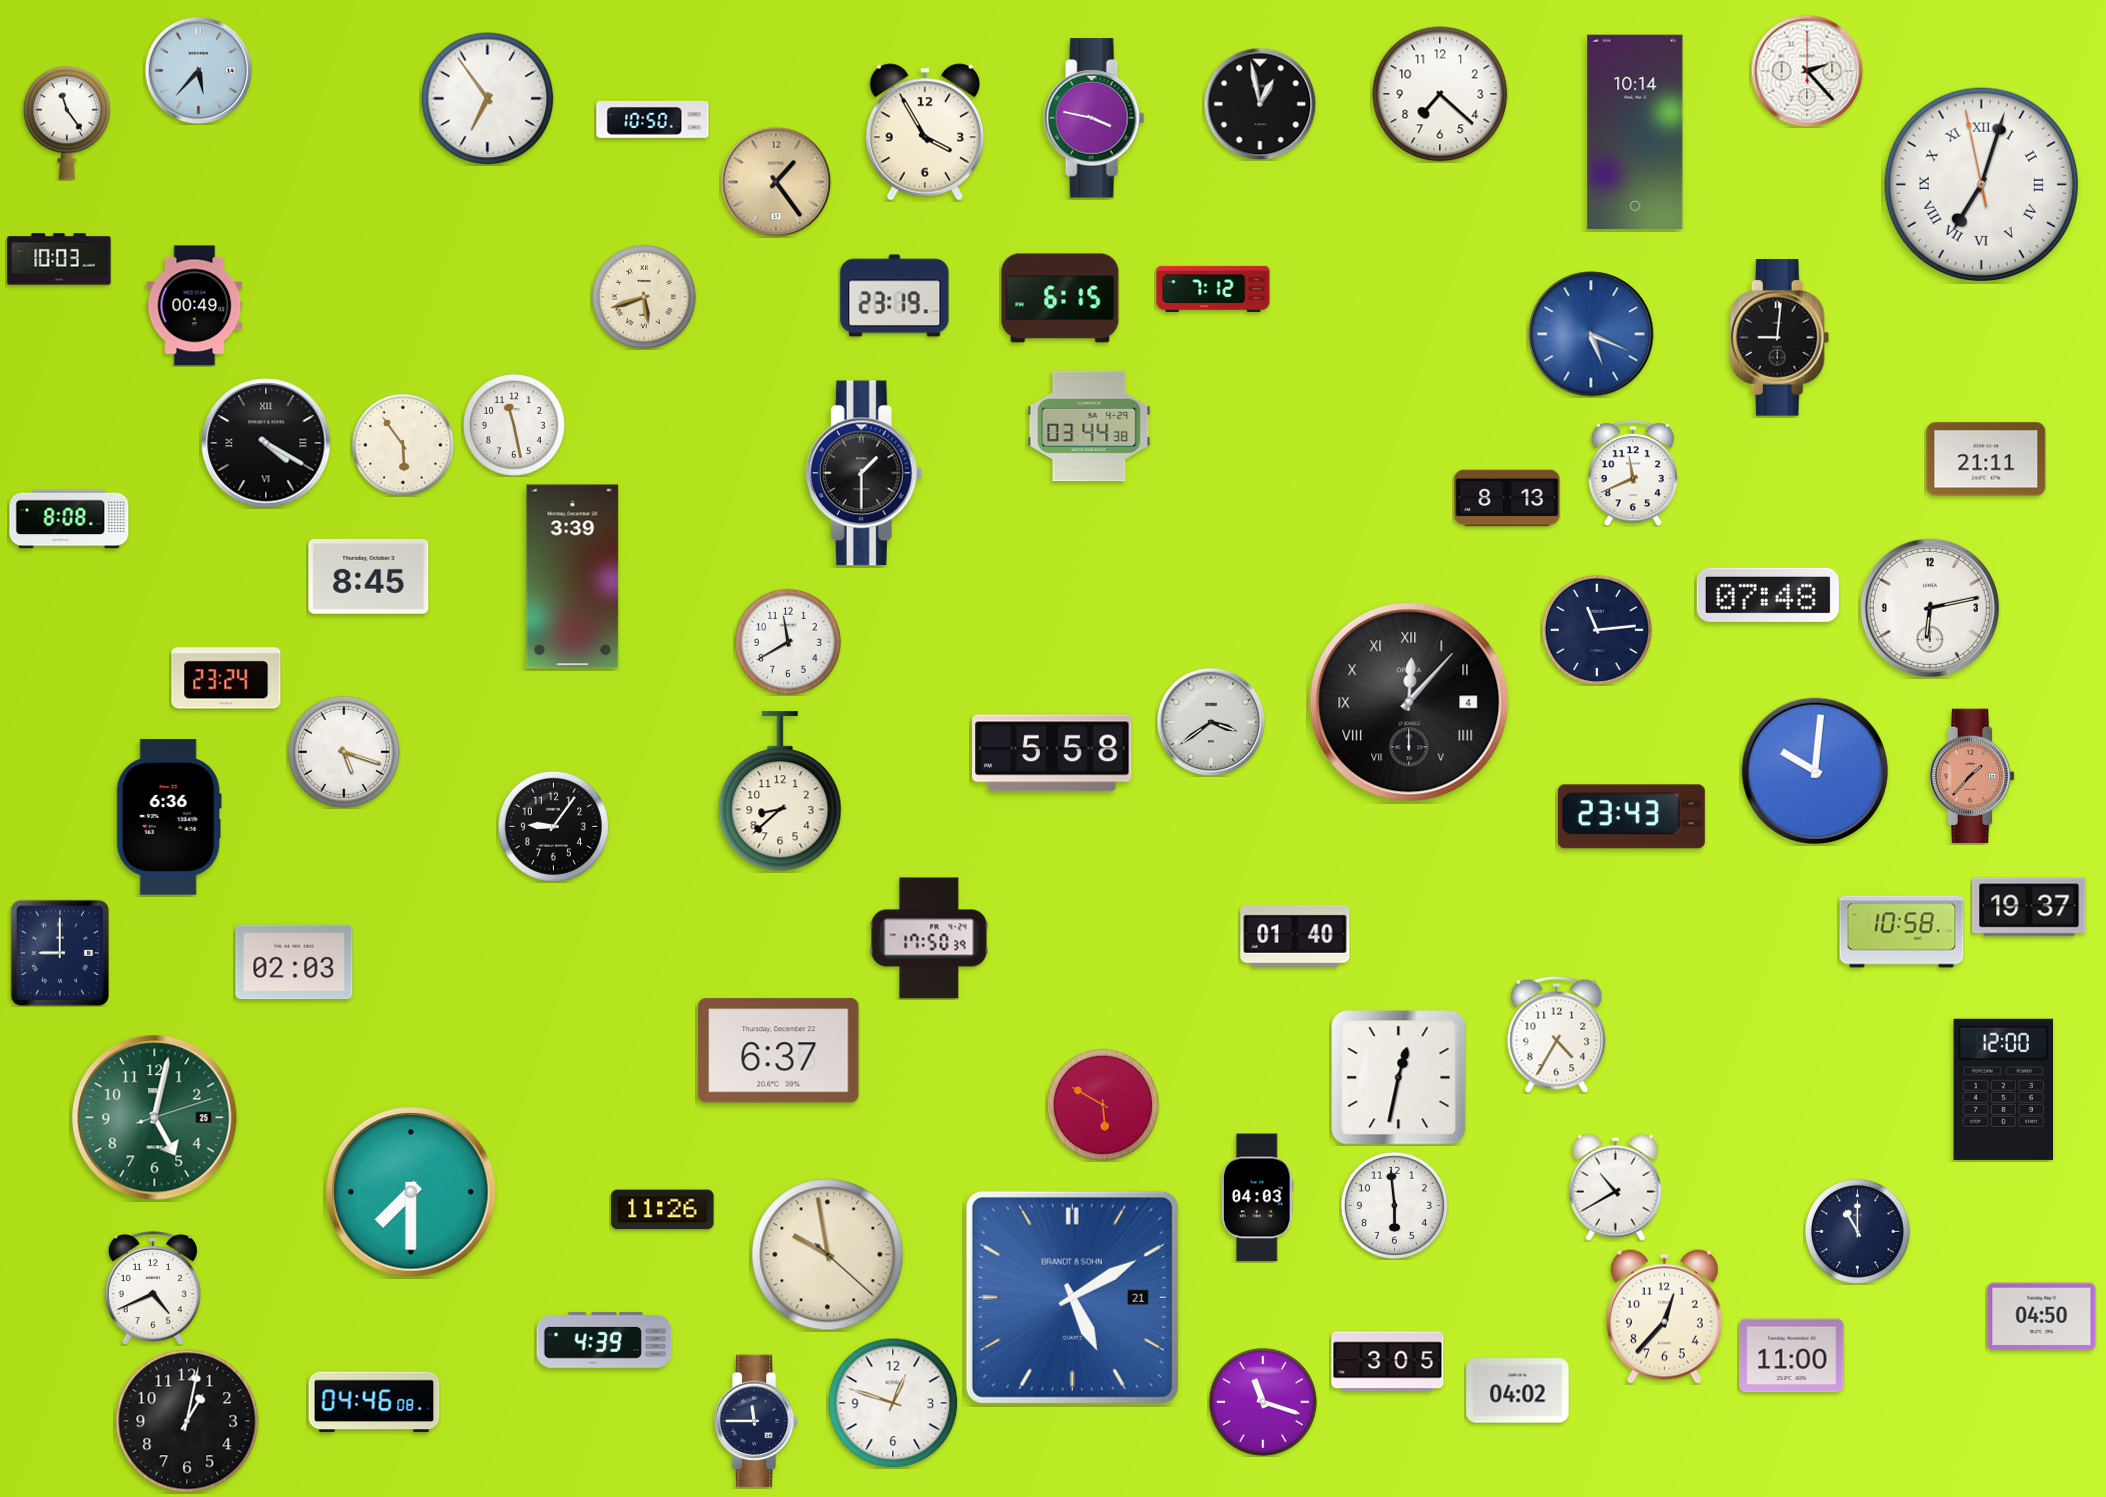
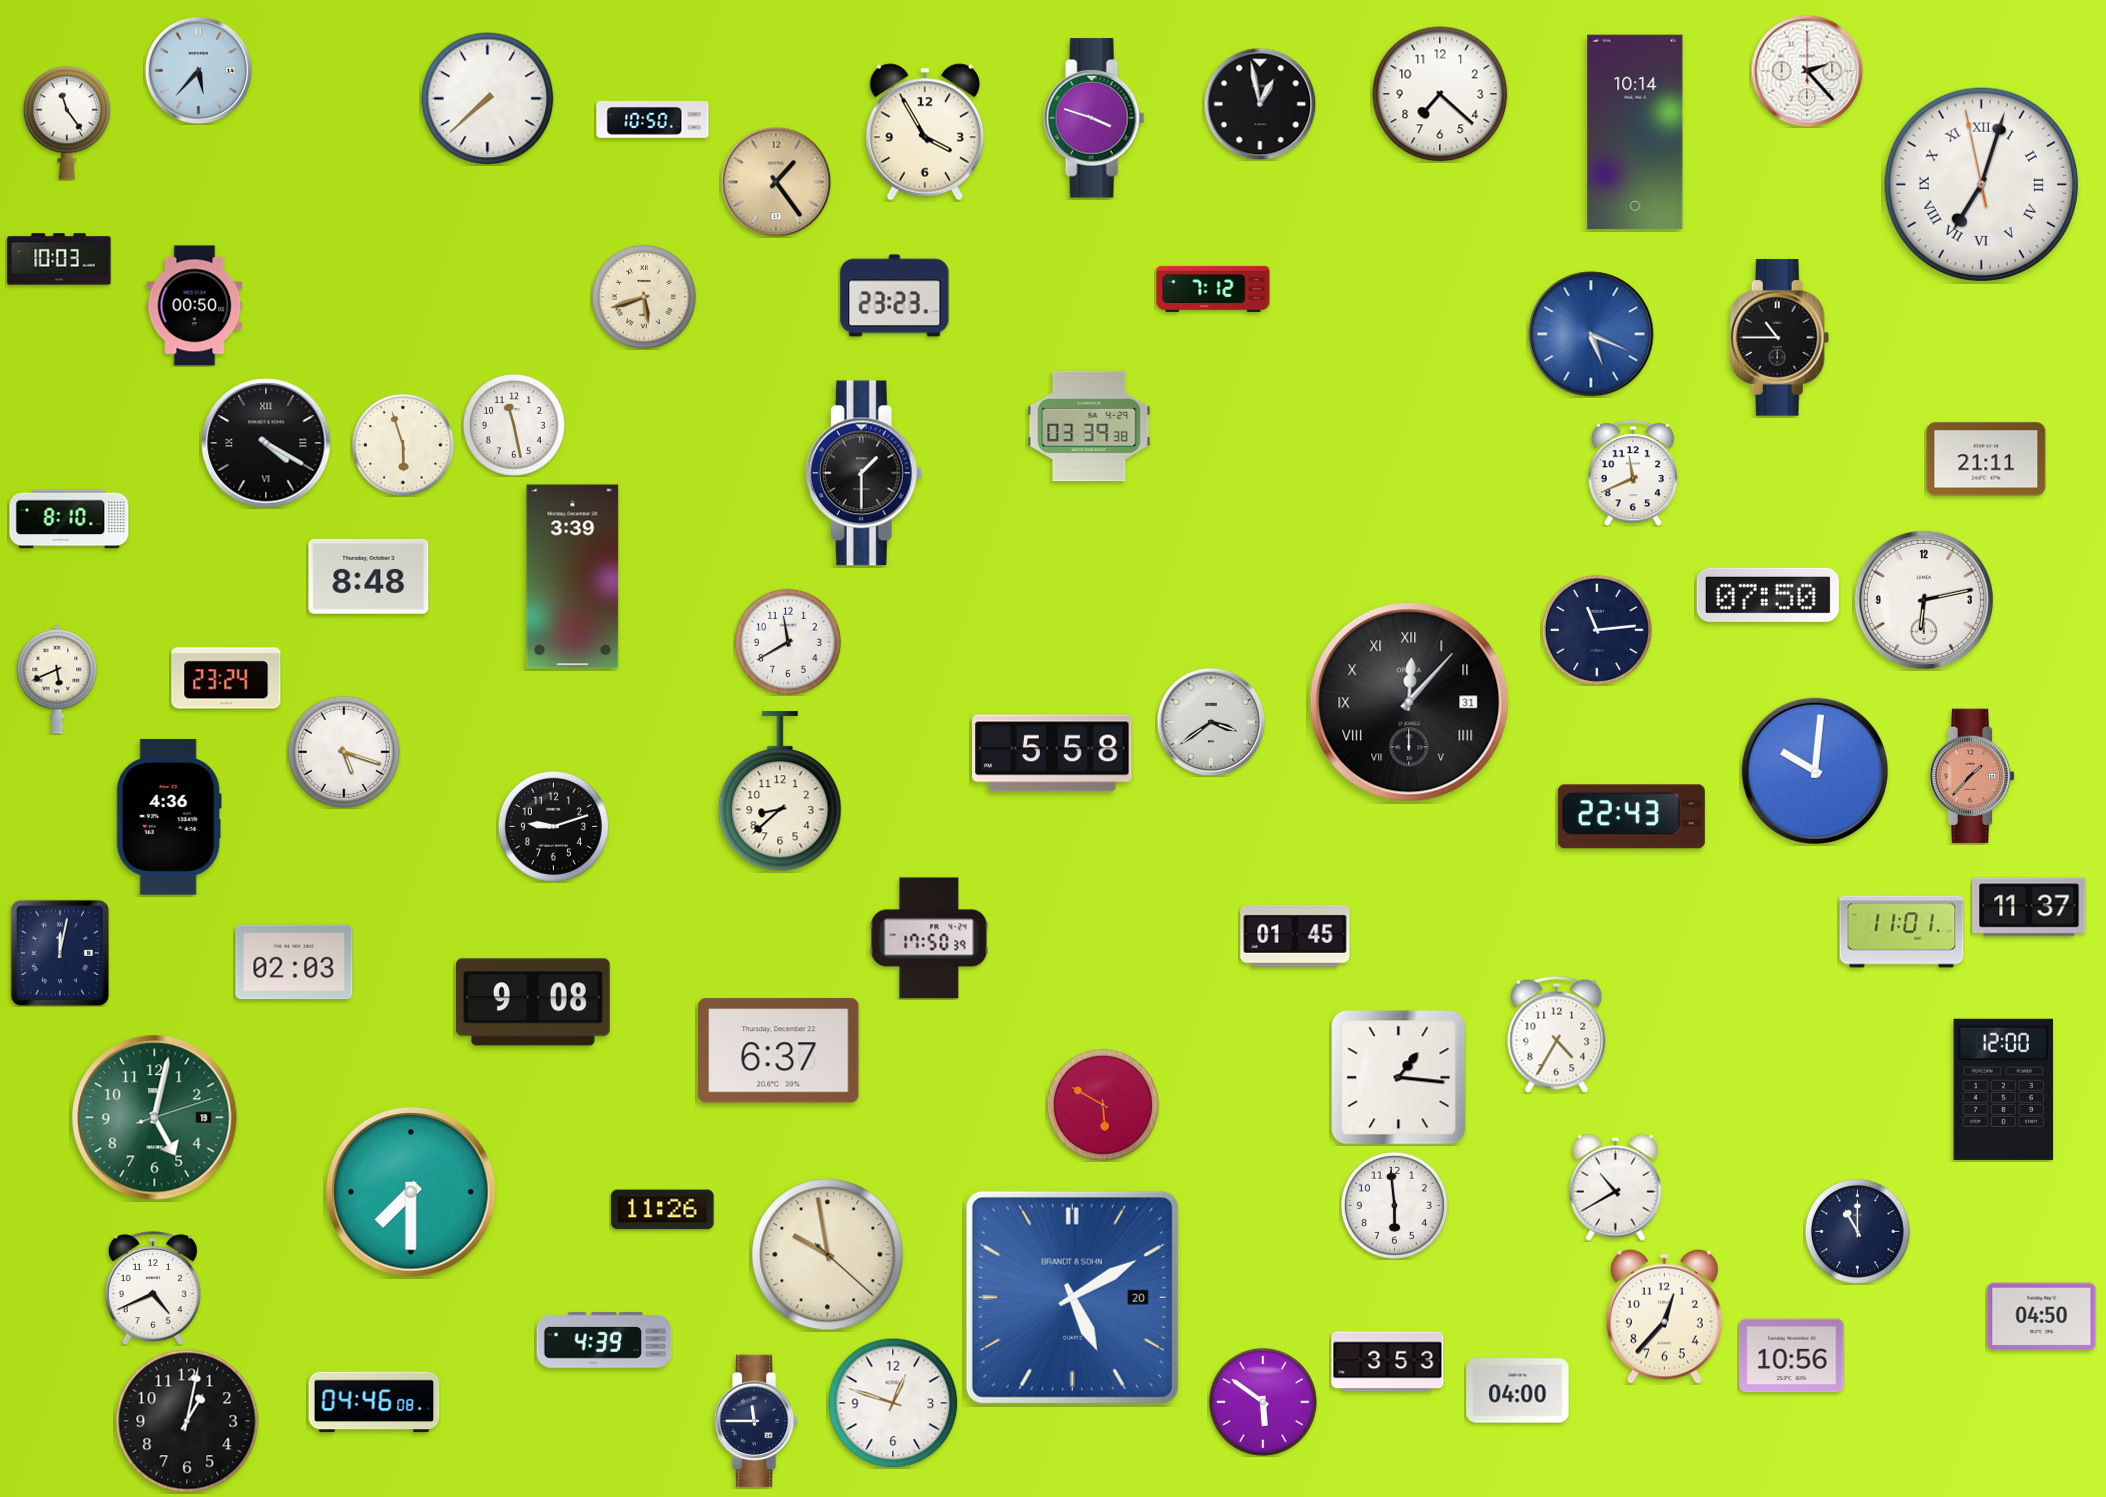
clock at (488, 99): 6:54 -> 7:38
clock at (1094, 118): 3:47 -> 3:48
clock at (895, 296): 23:19 -> 23:23
clock at (1060, 298): 6:15 -> none
clock at (195, 306): 00:49 -> 00:50
clock at (1780, 338): 9:01 -> 10:45
clock at (1089, 426): 03:44 -> 03:39
clock at (403, 445): 5:54 -> 5:57
clock at (1507, 498): 8:13 -> none
clock at (69, 519): 8:08 -> 8:10
clock at (369, 576): 8:45 -> 8:48
clock at (1768, 595): 07:48 -> 07:50
clock at (1930, 608) position: (1930, 608) -> (1924, 600)
clock at (57, 679): none -> 5:41
clock at (1409, 702) date: 4 -> 31
clock at (169, 817): 6:36 -> 4:36
clock at (1631, 817): 23:43 -> 22:43
clock at (553, 826): 9:06 -> 9:12
clock at (2029, 907): 19:37 -> 11:37
clock at (1902, 932): 10:58 -> 11:01
clock at (1295, 936): 01:40 -> 01:45
clock at (60, 953): 9:00 -> 12:02
clock at (534, 1002): none -> 9:08
clock at (1399, 1078): 12:32 -> 1:16
clock at (155, 1118) date: 25 -> 19
clock at (1257, 1198): 04:03 -> none
clock at (1072, 1297) date: 21 -> 20
clock at (1792, 1356): 11:00 -> 10:56
clock at (1388, 1362): 3:05 -> 3:53
clock at (1518, 1391): 04:02 -> 04:00
clock at (1263, 1402): 11:18 -> 5:51
